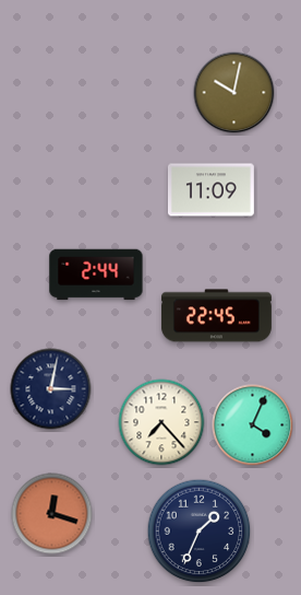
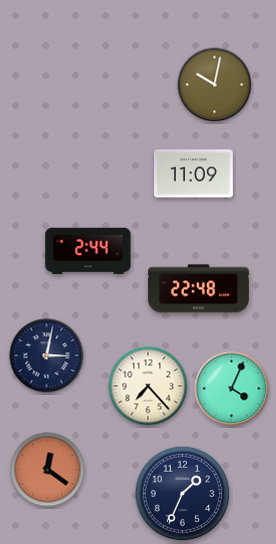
clock at (216, 316): 22:45 -> 22:48
clock at (52, 514): 12:18 -> 12:21
clock at (200, 532) position: (200, 532) -> (183, 494)
